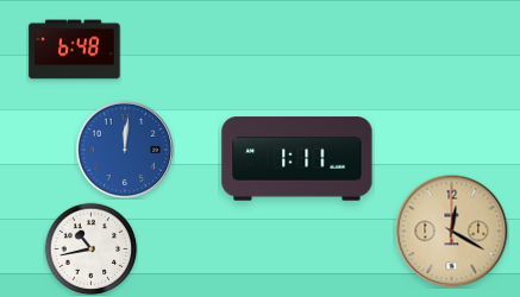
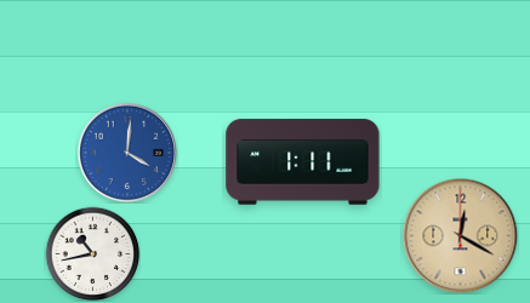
clock at (75, 50): 6:48 -> none
clock at (125, 150): 12:01 -> 4:01
